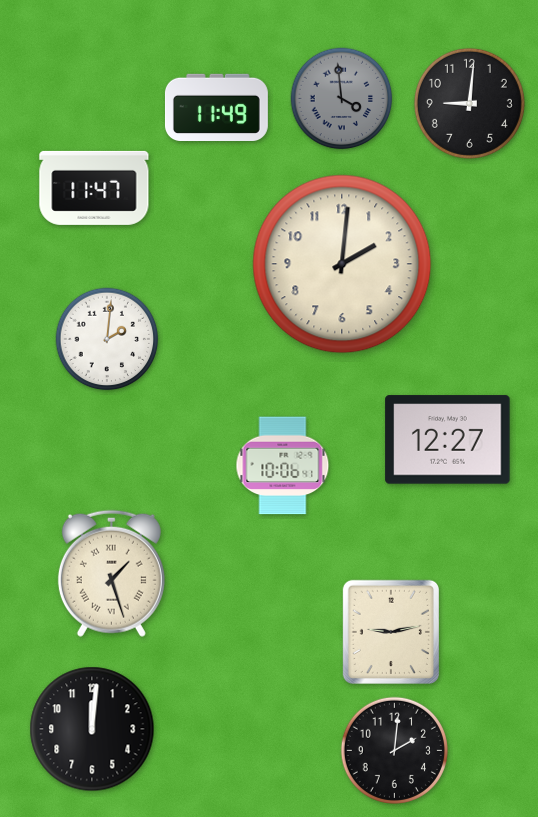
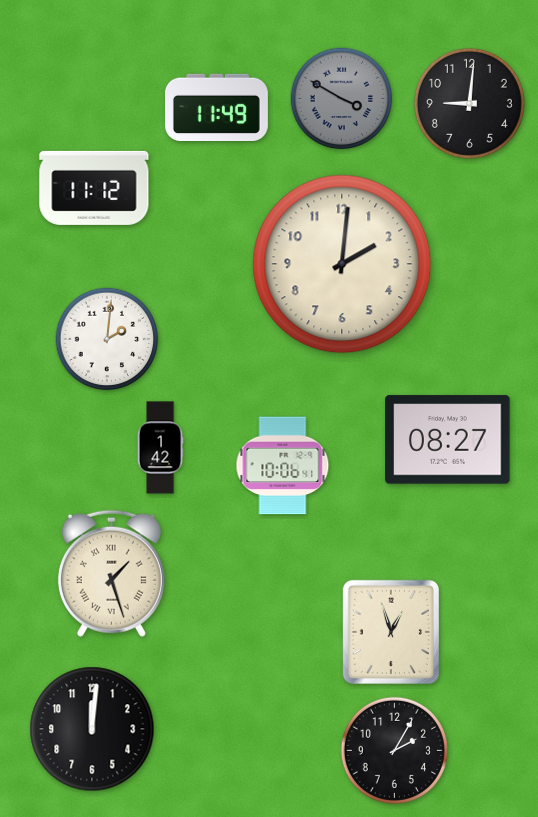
clock at (342, 99): 3:59 -> 3:50
clock at (94, 188): 11:47 -> 11:12
clock at (448, 440): 12:27 -> 08:27
clock at (160, 448): none -> 1:42
clock at (391, 632): 9:13 -> 12:57
clock at (394, 750): 2:01 -> 2:05
